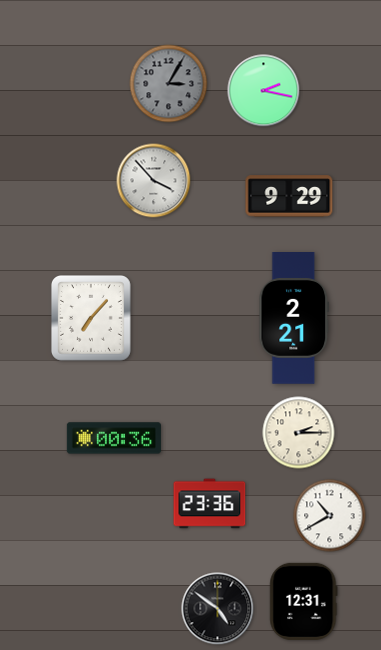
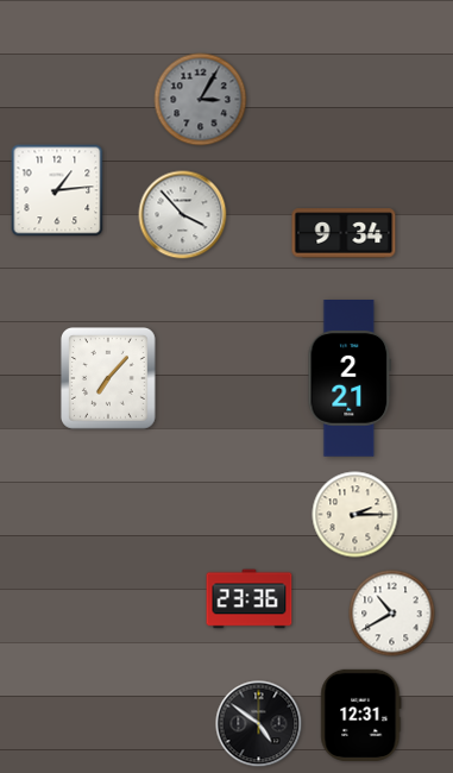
clock at (264, 91): 2:17 -> none
clock at (57, 190): none -> 1:14
clock at (289, 196): 9:29 -> 9:34
clock at (114, 438): 00:36 -> none
